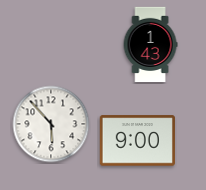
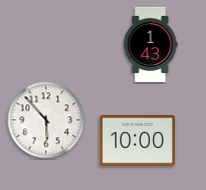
clock at (51, 124) position: (51, 124) -> (46, 120)
clock at (137, 141): 9:00 -> 10:00
